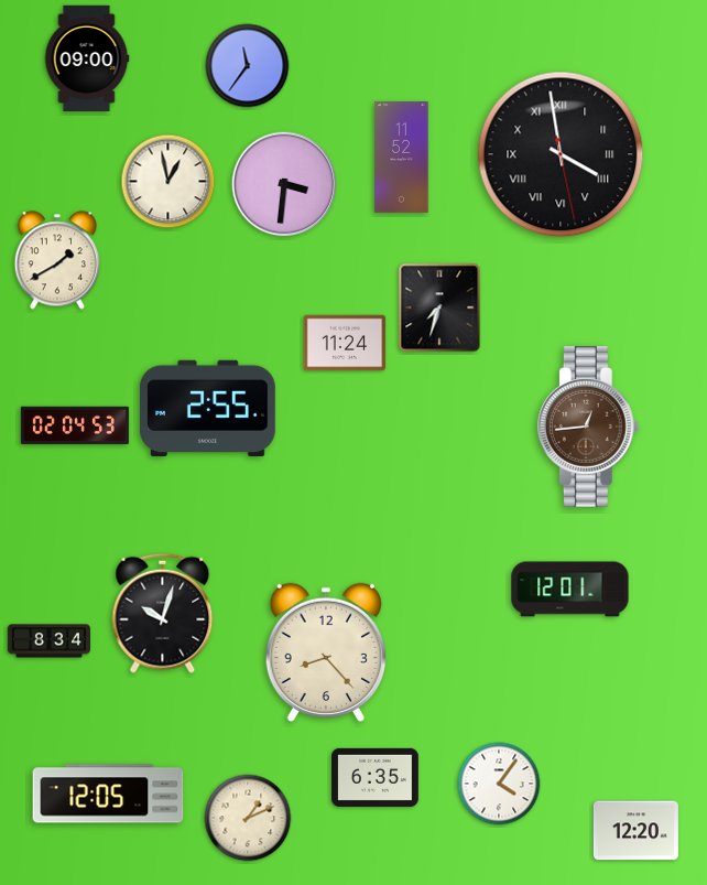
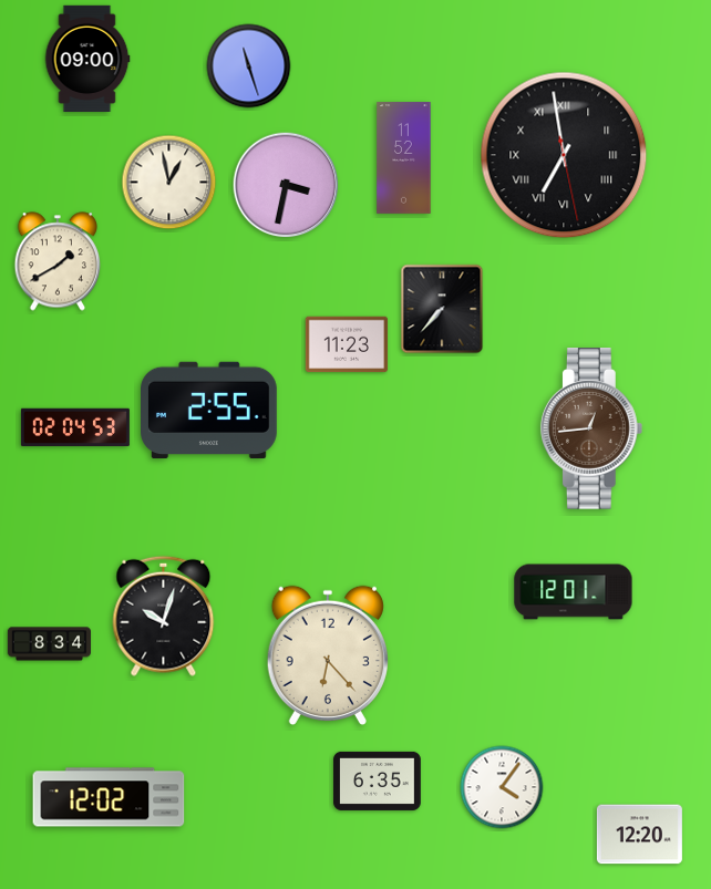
clock at (248, 66): 11:36 -> 11:27
clock at (561, 154): 3:58 -> 6:58
clock at (284, 184): 3:31 -> 3:32
clock at (439, 307): 7:33 -> 7:37
clock at (345, 343): 11:24 -> 11:23
clock at (326, 652): 8:23 -> 6:23
clock at (108, 794): 12:05 -> 12:02
clock at (248, 818): 1:11 -> none
